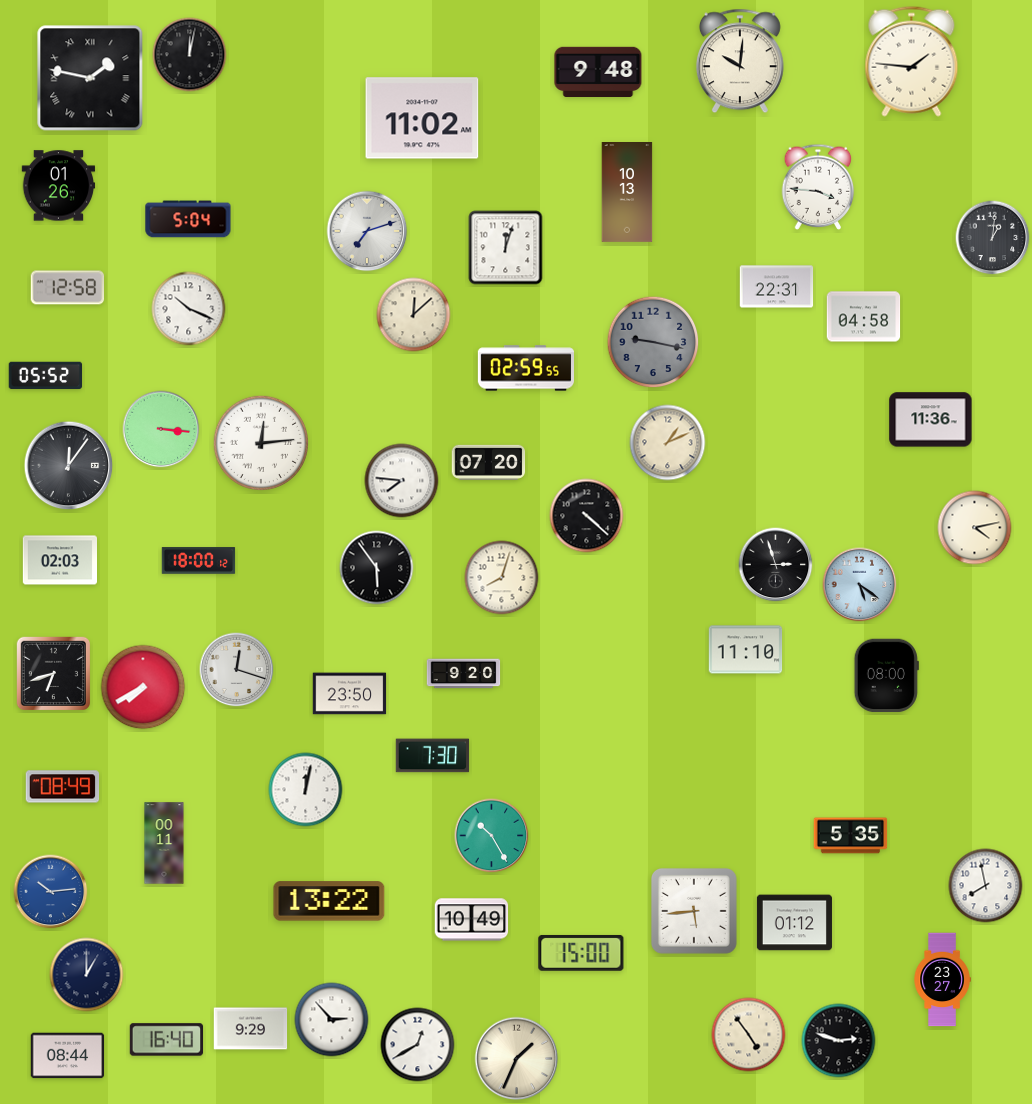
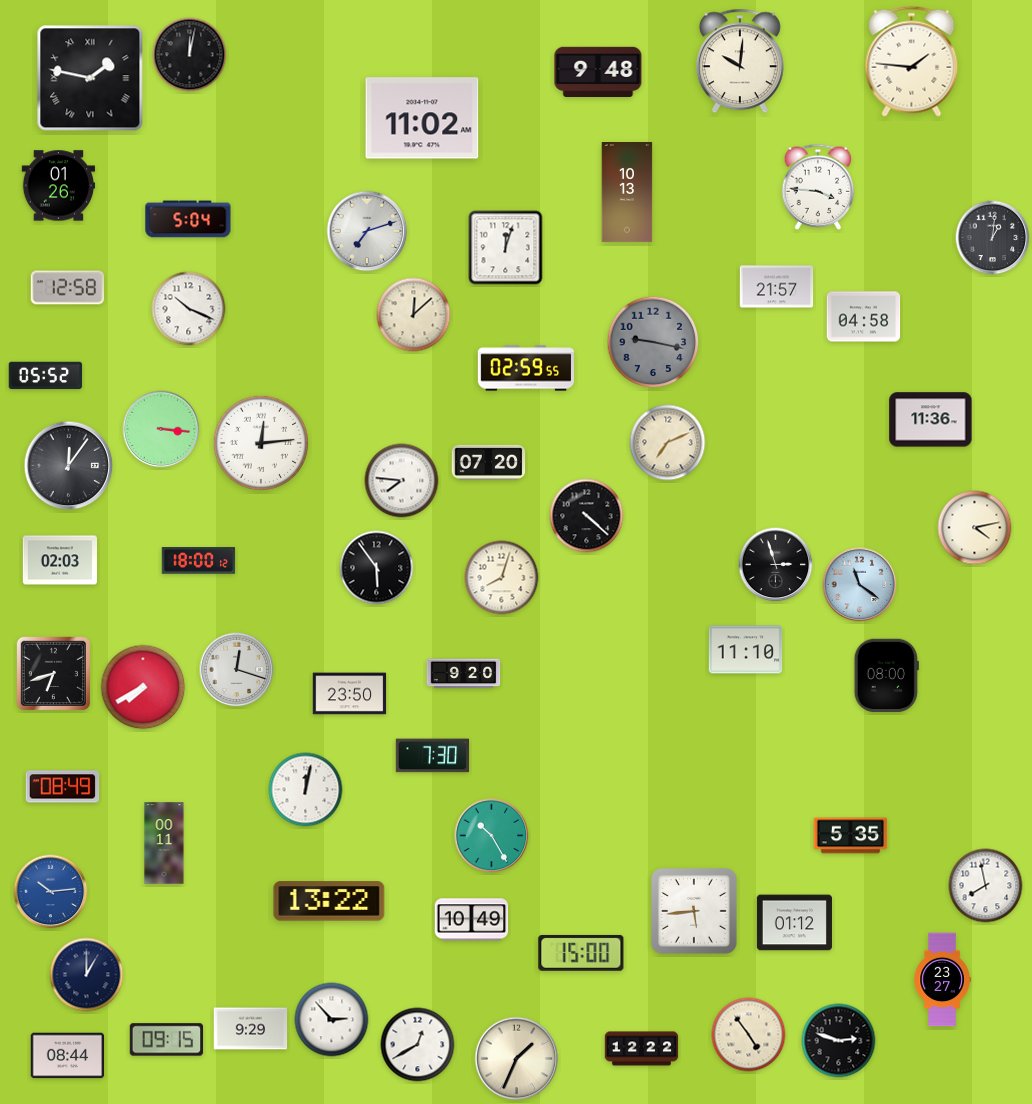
clock at (777, 287): 22:31 -> 21:57
clock at (668, 443): 1:11 -> 7:11
clock at (860, 585): 5:21 -> 11:21
clock at (167, 1040): 16:40 -> 09:15
clock at (642, 1049): none -> 12:22
